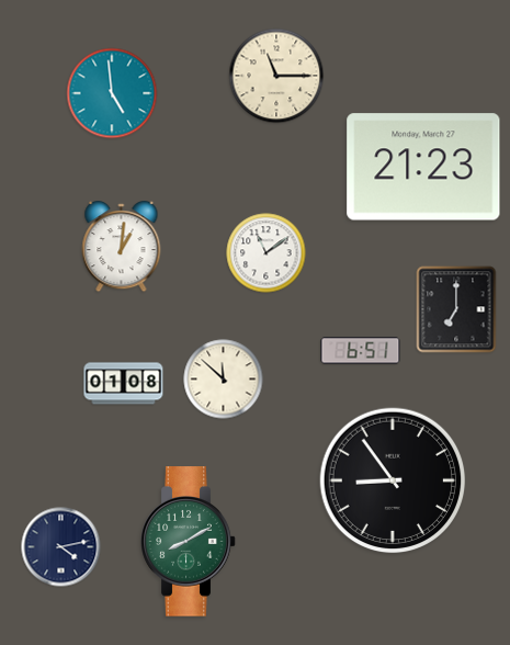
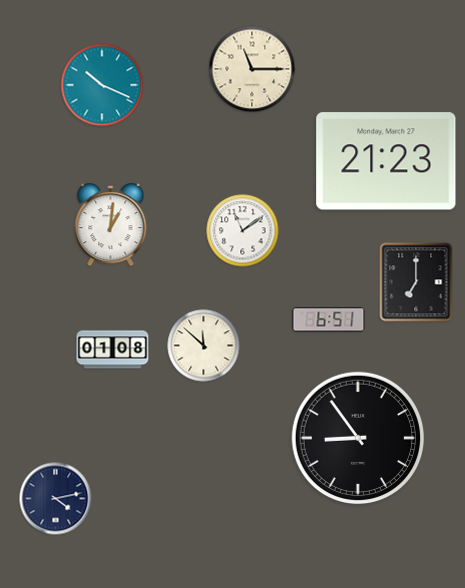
clock at (112, 93): 4:59 -> 10:19
clock at (423, 167) position: (423, 167) -> (386, 161)
clock at (189, 542): 8:10 -> none
